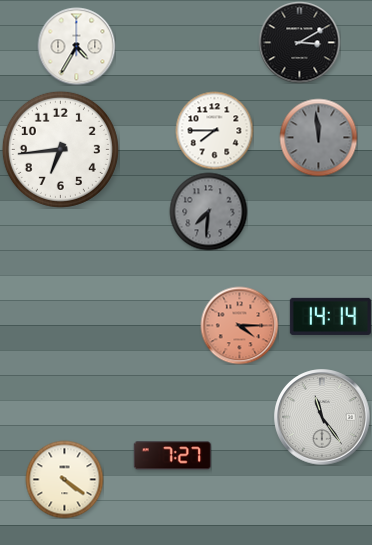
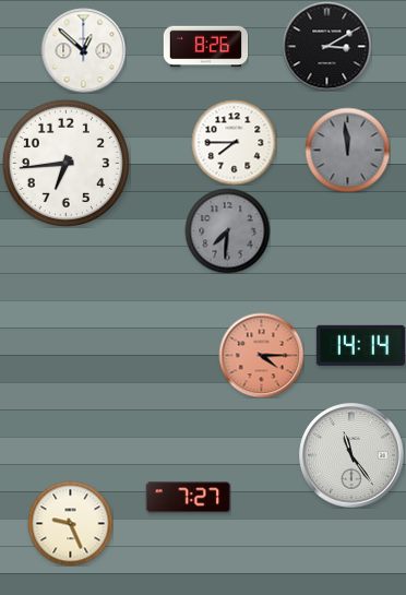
clock at (205, 47): none -> 8:26
clock at (76, 46): 4:35 -> 12:52
clock at (64, 479): 4:21 -> 9:26
